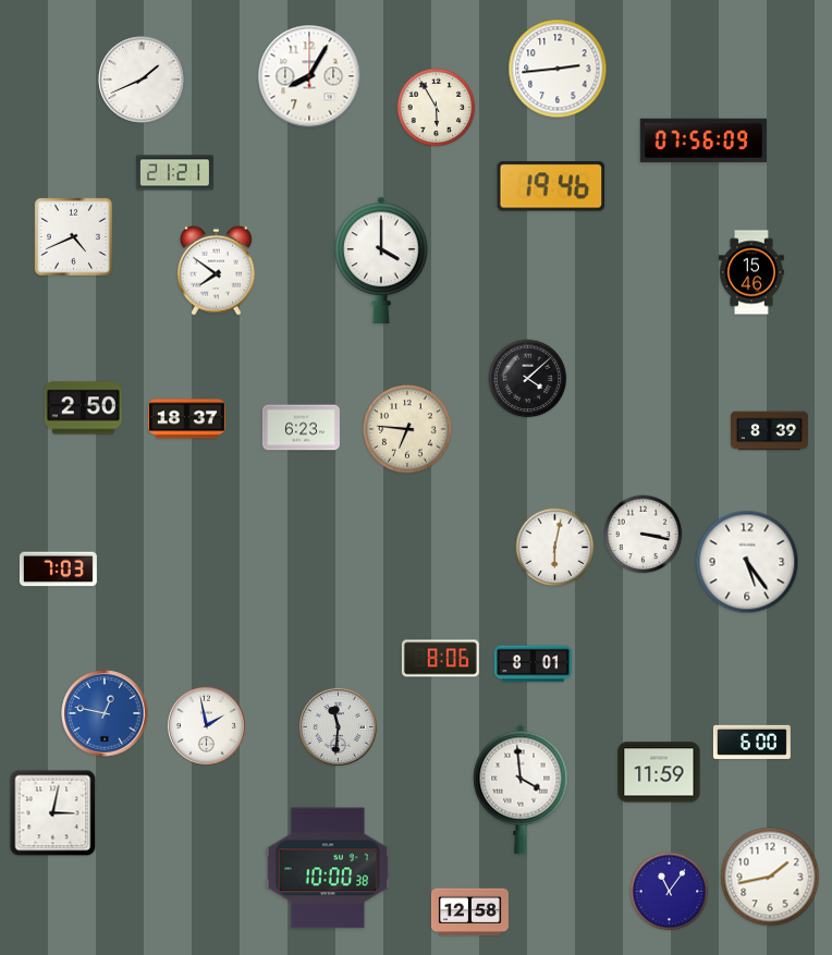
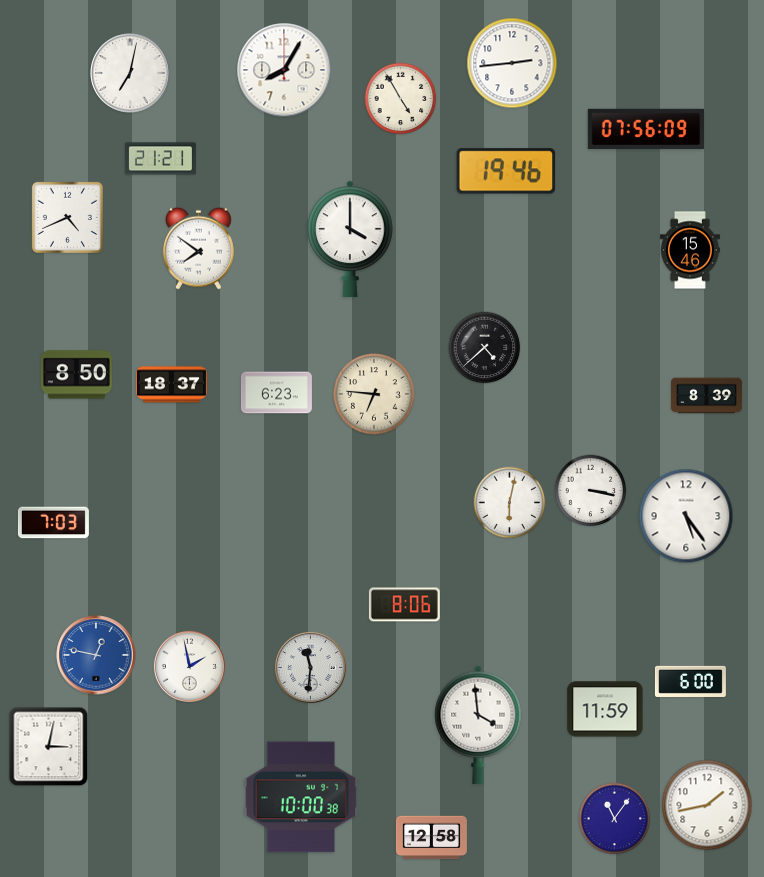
clock at (142, 79): 1:41 -> 7:02
clock at (437, 108): 5:55 -> 4:55
clock at (528, 379): 4:08 -> 4:38
clock at (83, 408): 2:50 -> 8:50
clock at (533, 664): 8:01 -> none
